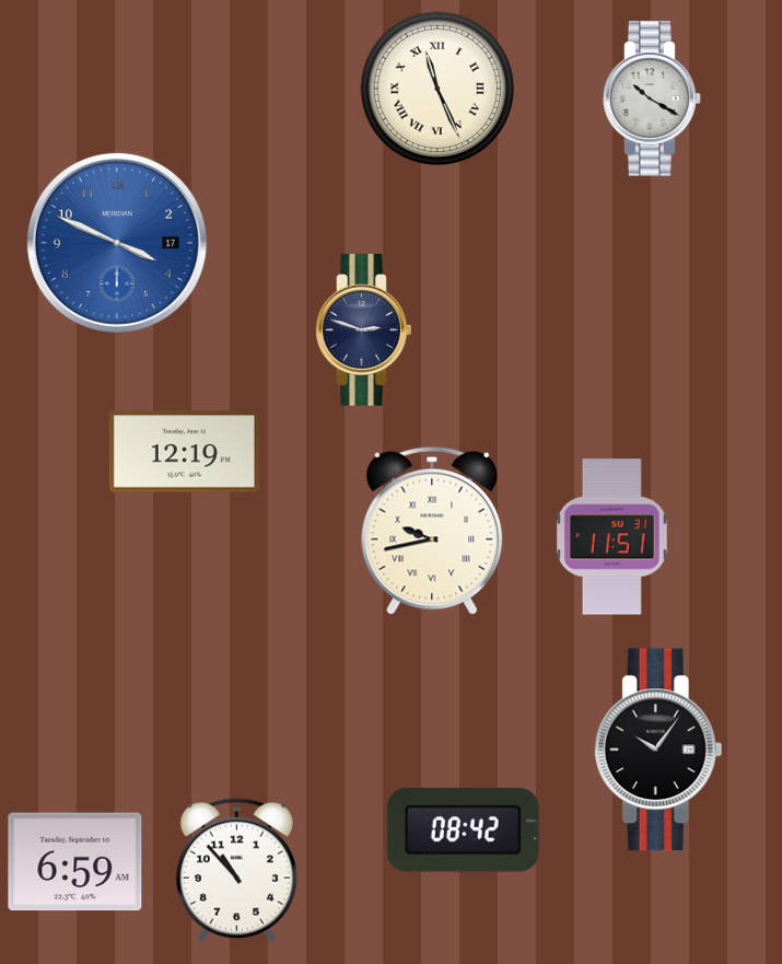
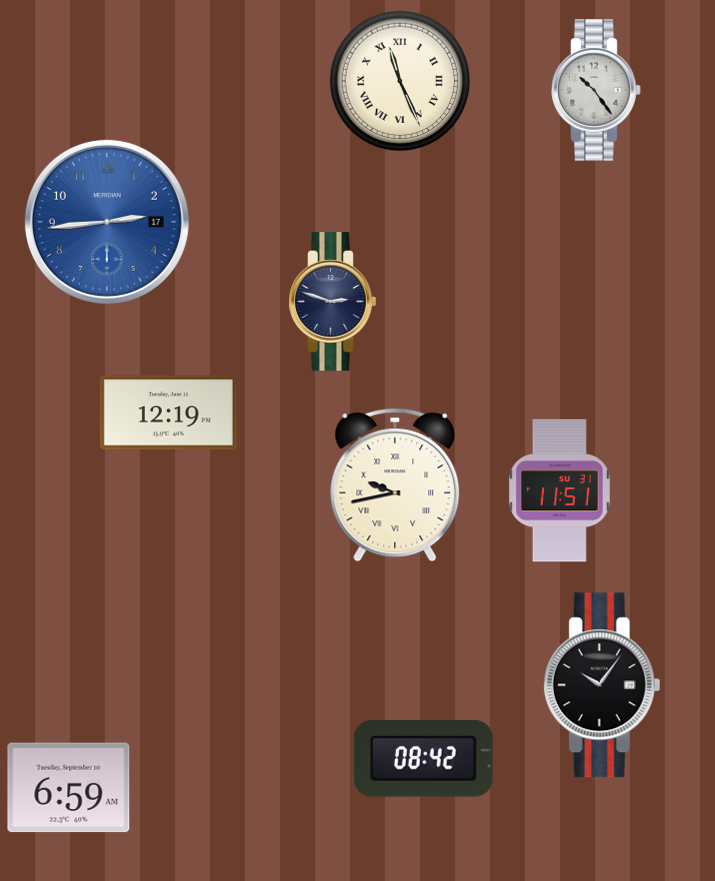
clock at (652, 98): 10:20 -> 10:24
clock at (117, 243): 3:49 -> 2:44
clock at (236, 871): 10:53 -> none
